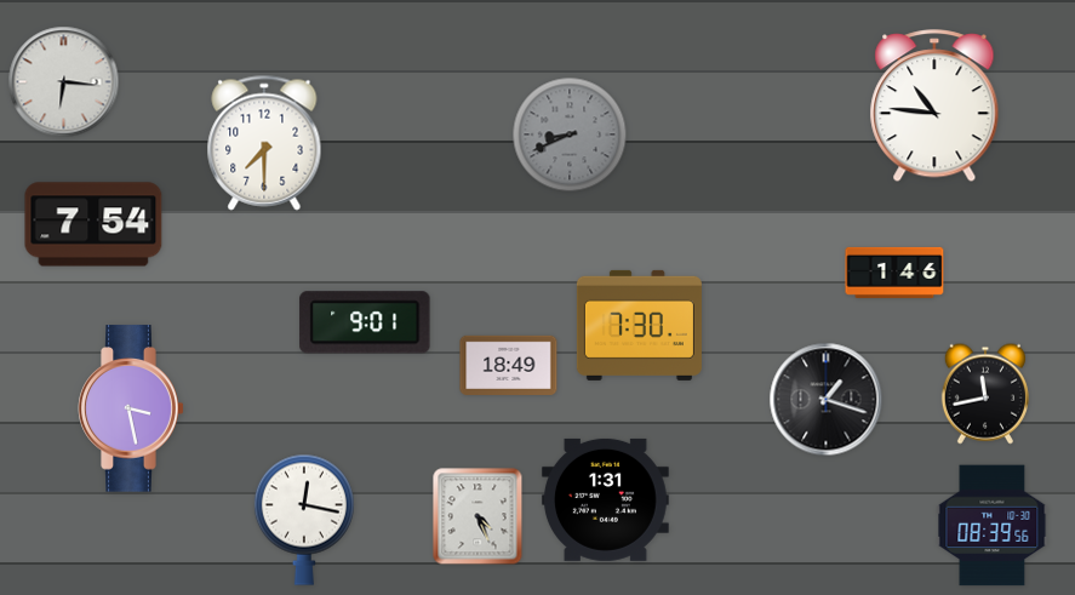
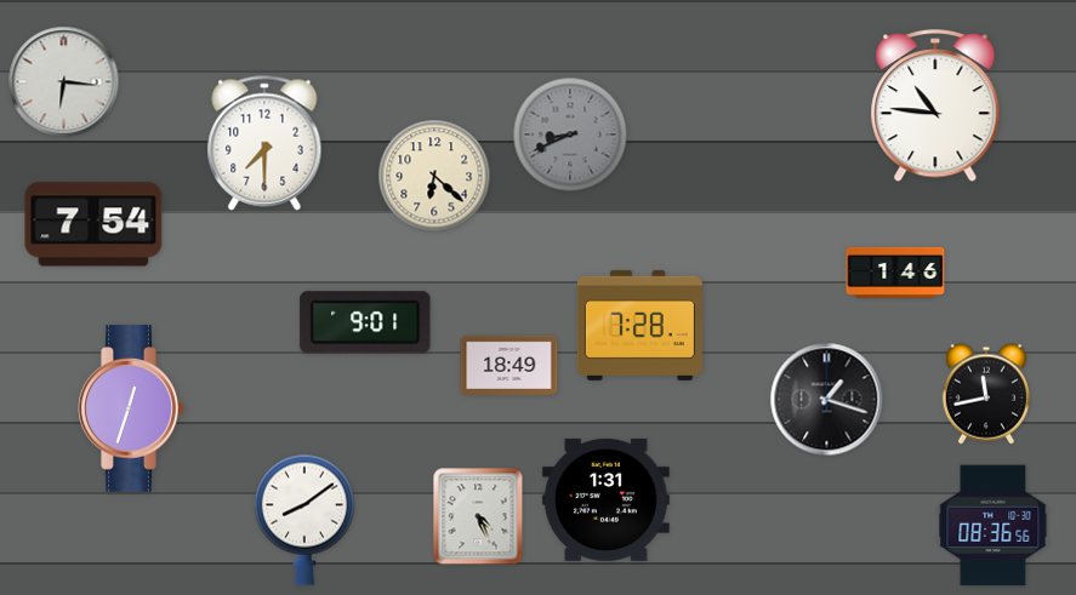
clock at (434, 176): none -> 6:22
clock at (639, 325): 7:30 -> 7:28
clock at (131, 408): 3:28 -> 12:33
clock at (304, 520): 12:17 -> 8:09
clock at (993, 526): 08:39 -> 08:36
